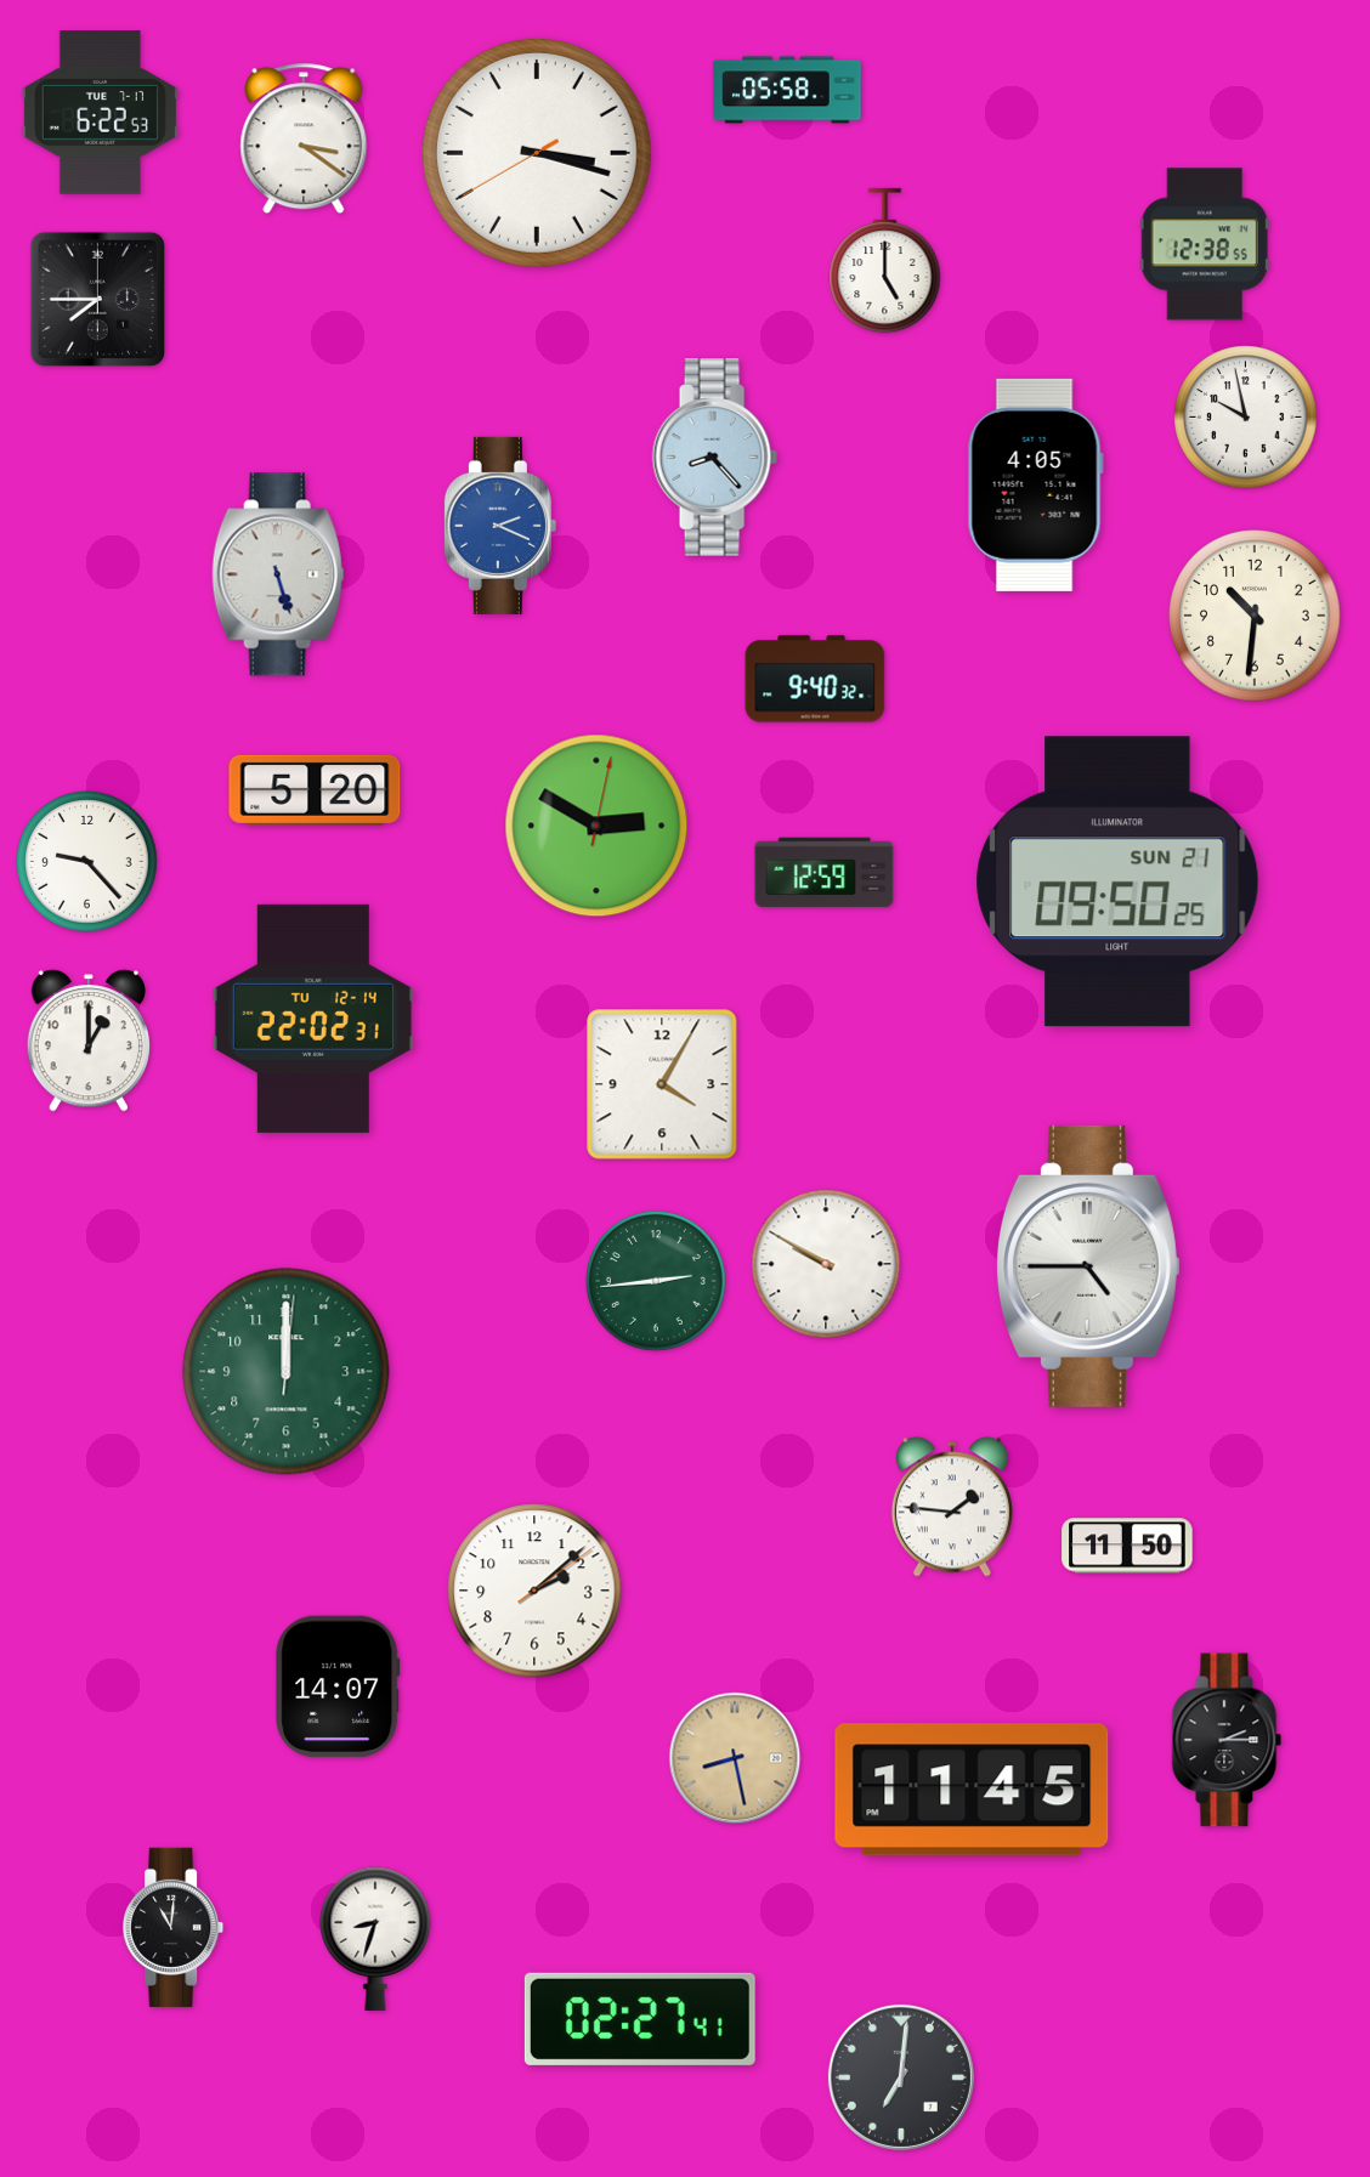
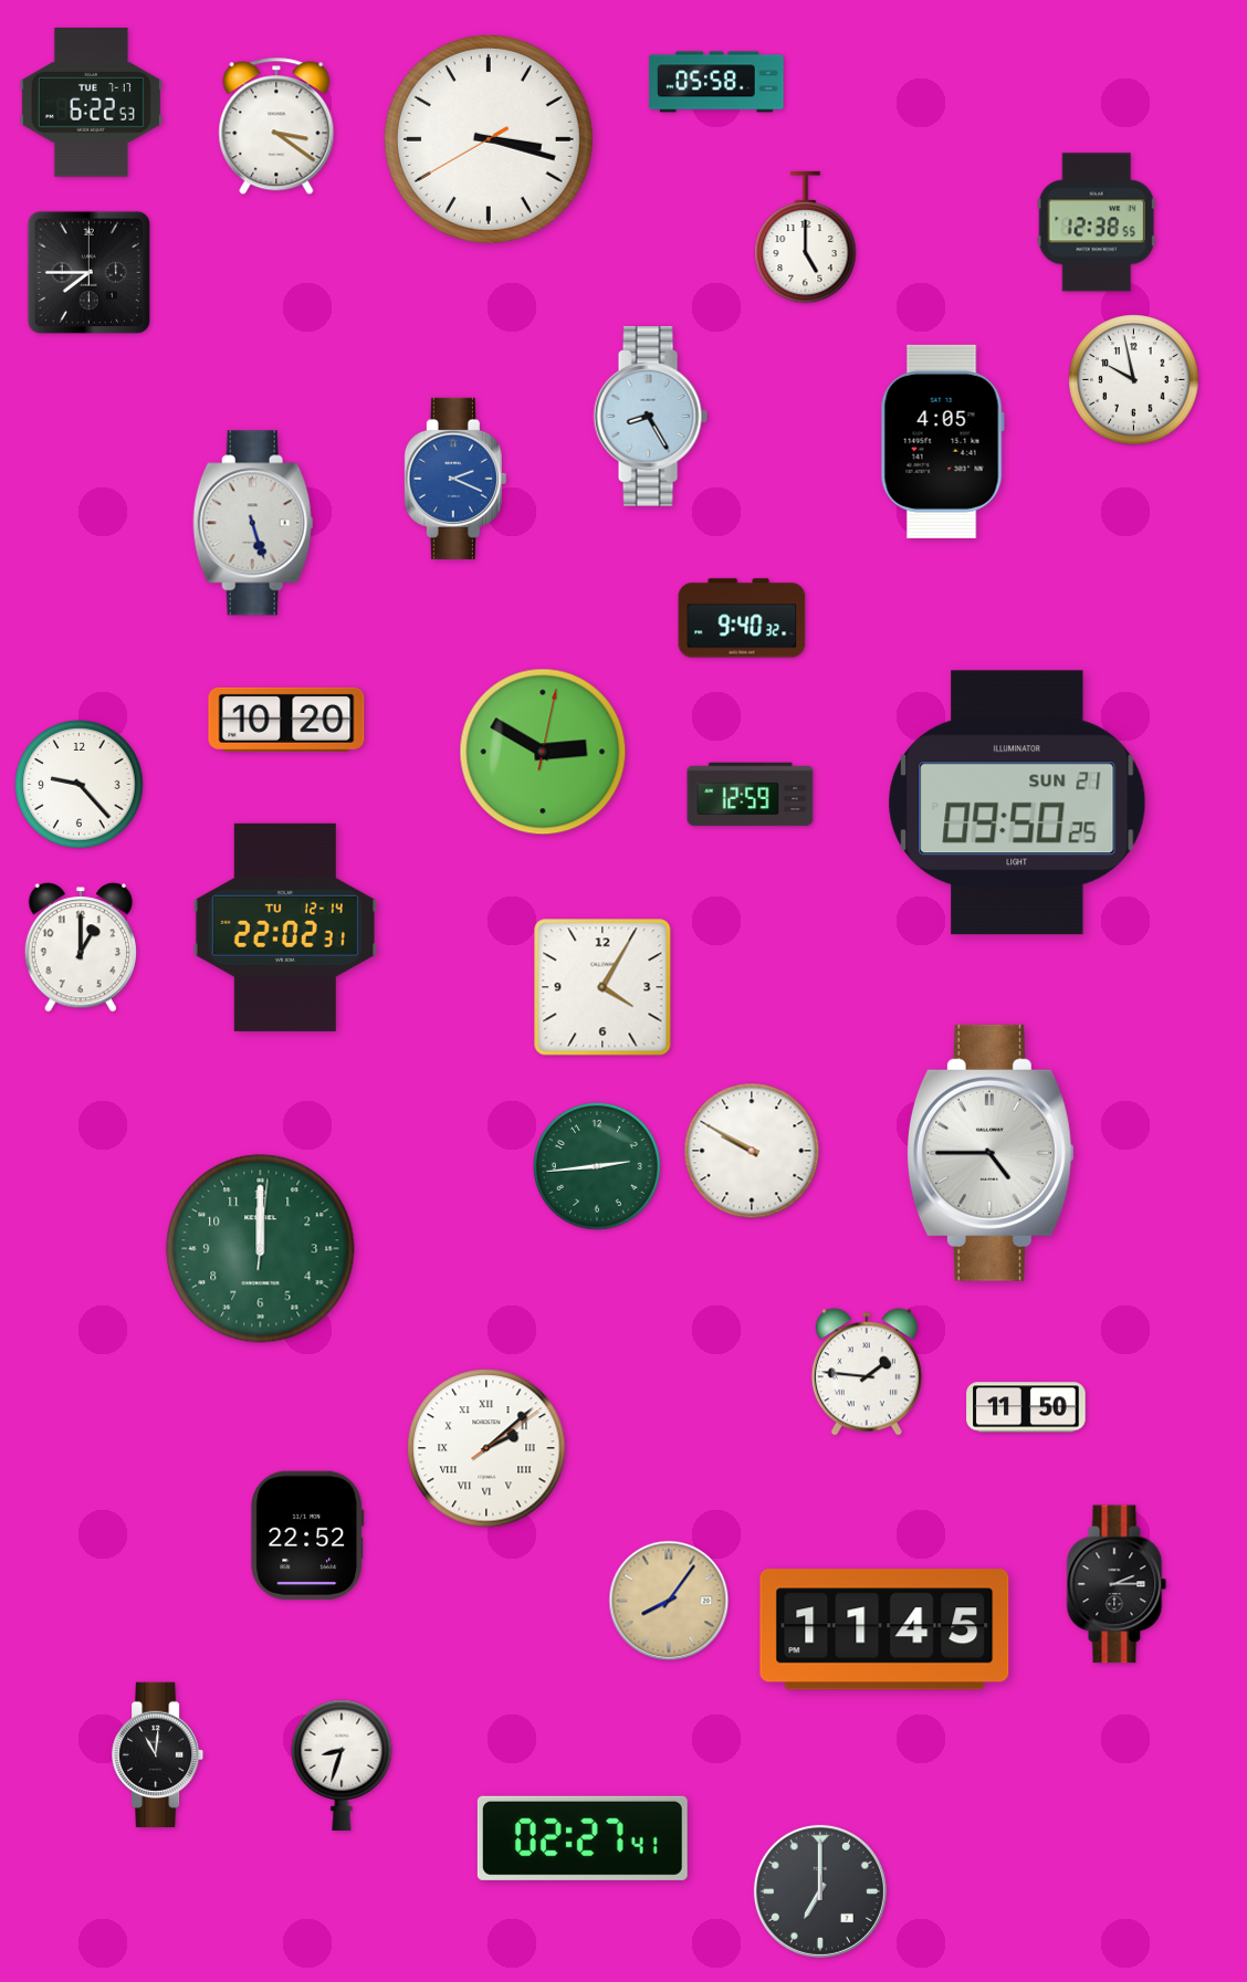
clock at (714, 458): 8:23 -> 8:25
clock at (1255, 616): 10:31 -> none
clock at (315, 790): 5:20 -> 10:20
clock at (534, 1591) numerals: Arabic -> Roman
clock at (338, 1686): 14:07 -> 22:52
clock at (735, 1758): 8:28 -> 8:06
clock at (901, 2077): 7:01 -> 7:00
